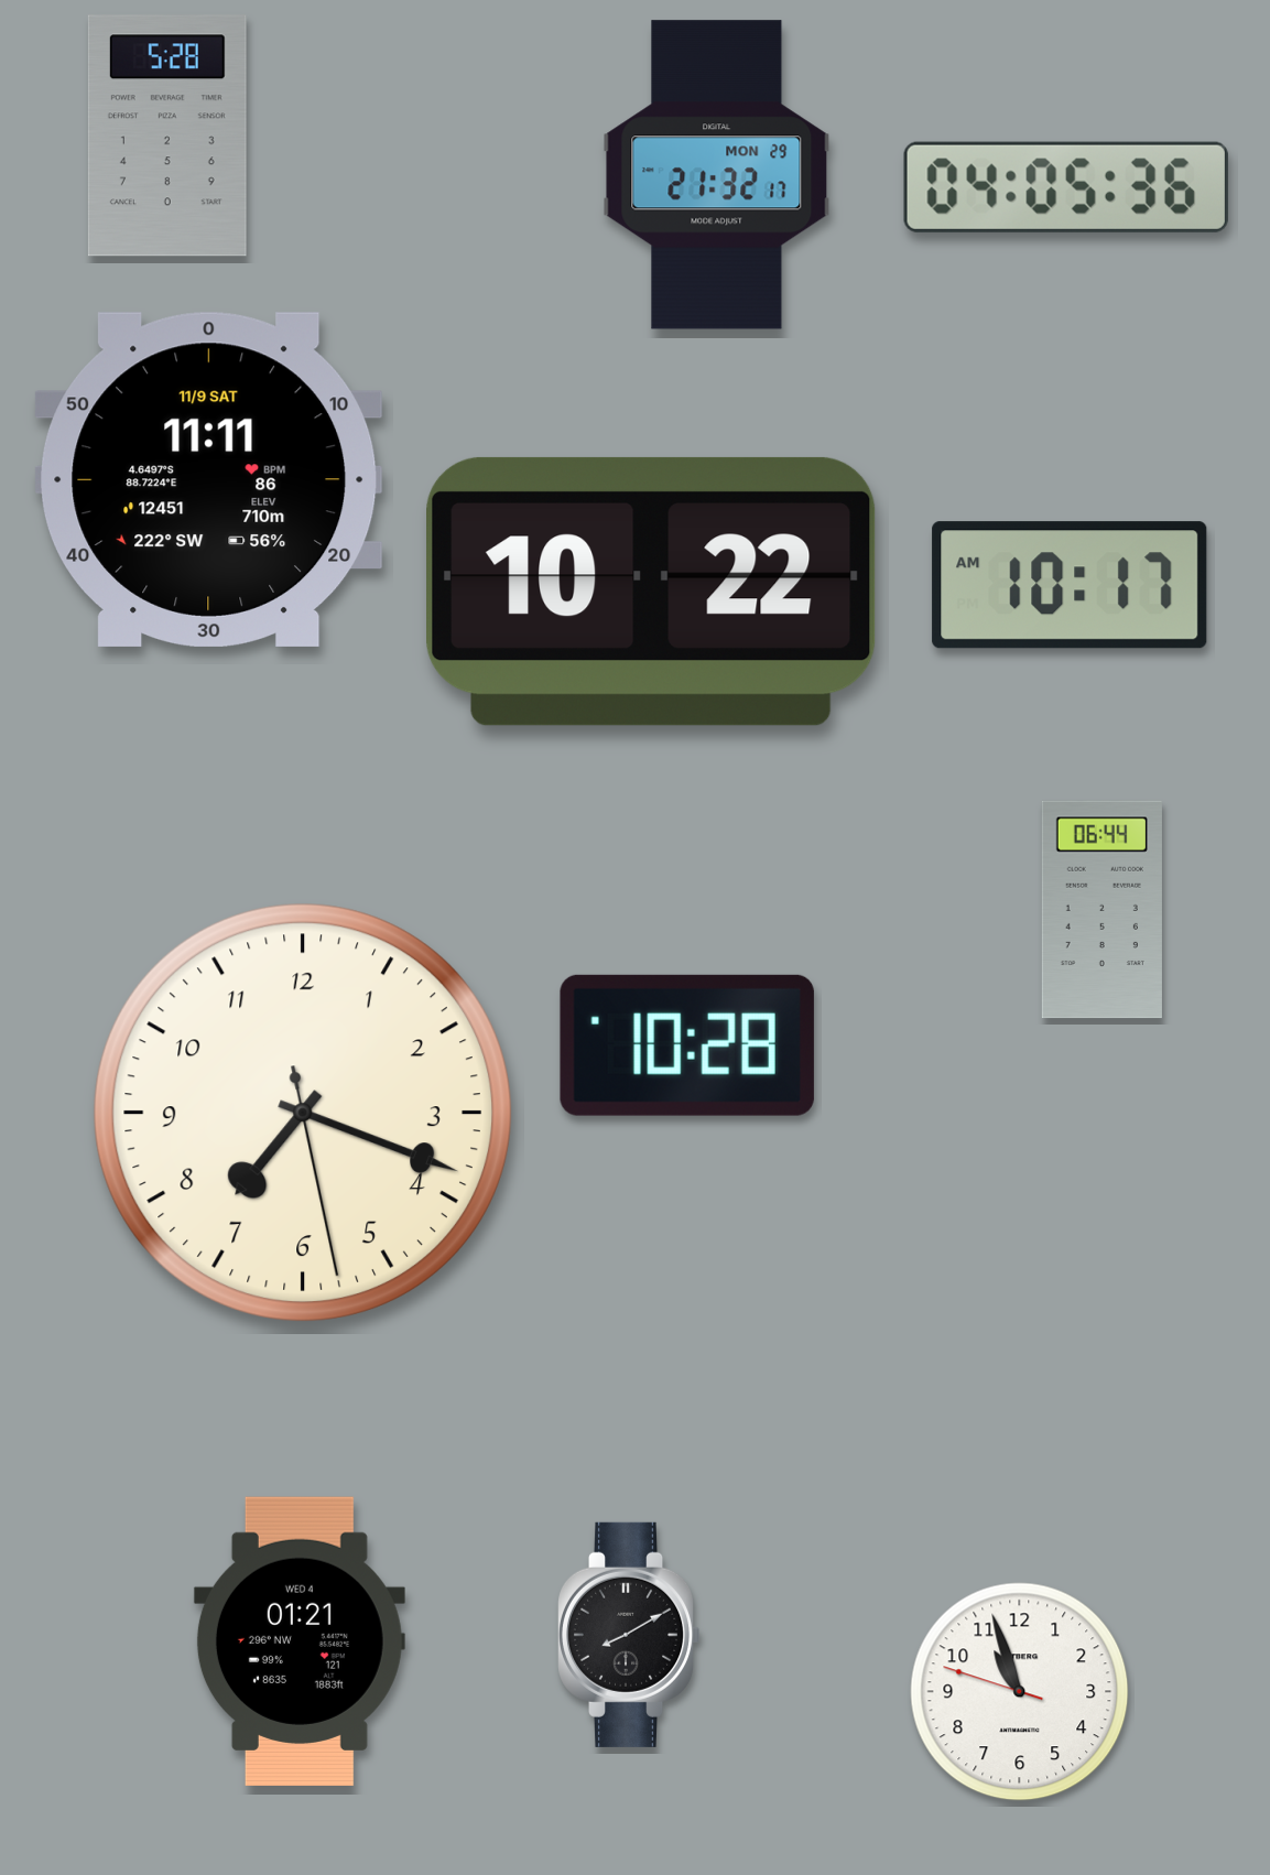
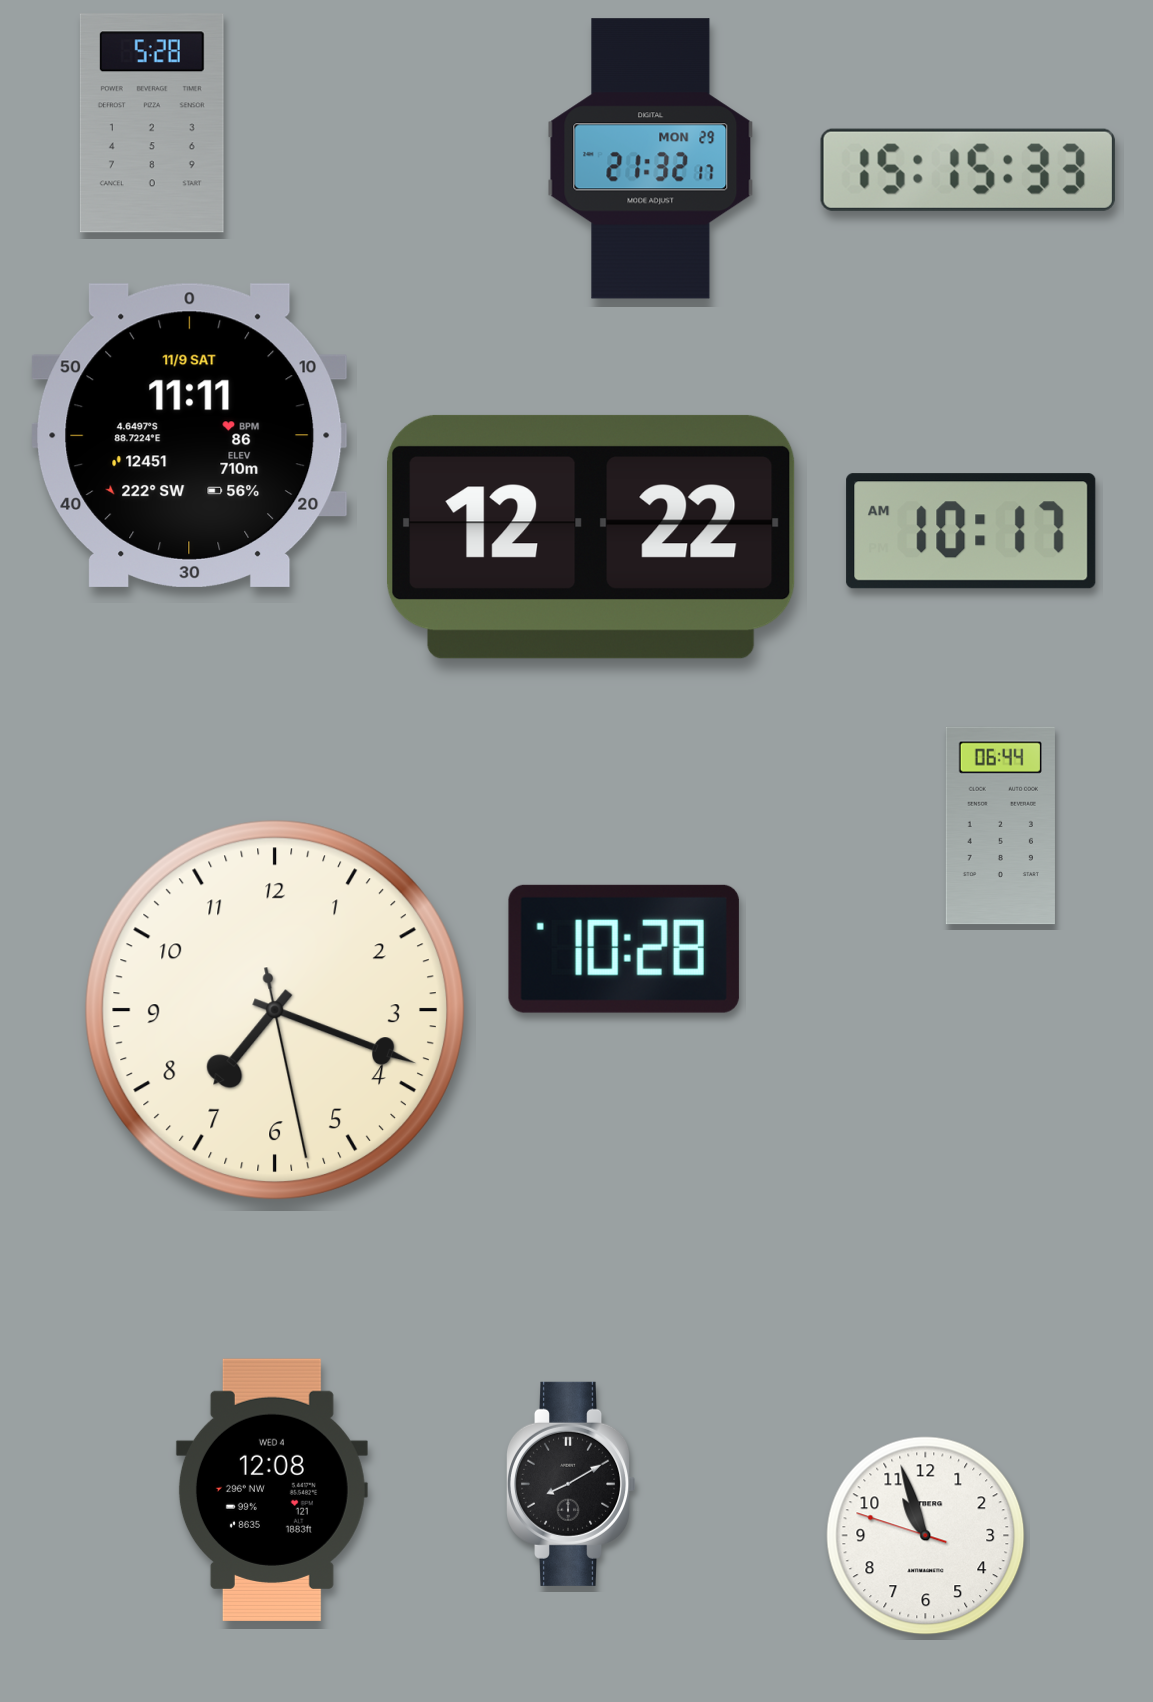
clock at (1066, 187): 04:05 -> 15:15
clock at (652, 592): 10:22 -> 12:22
clock at (300, 1640): 01:21 -> 12:08
